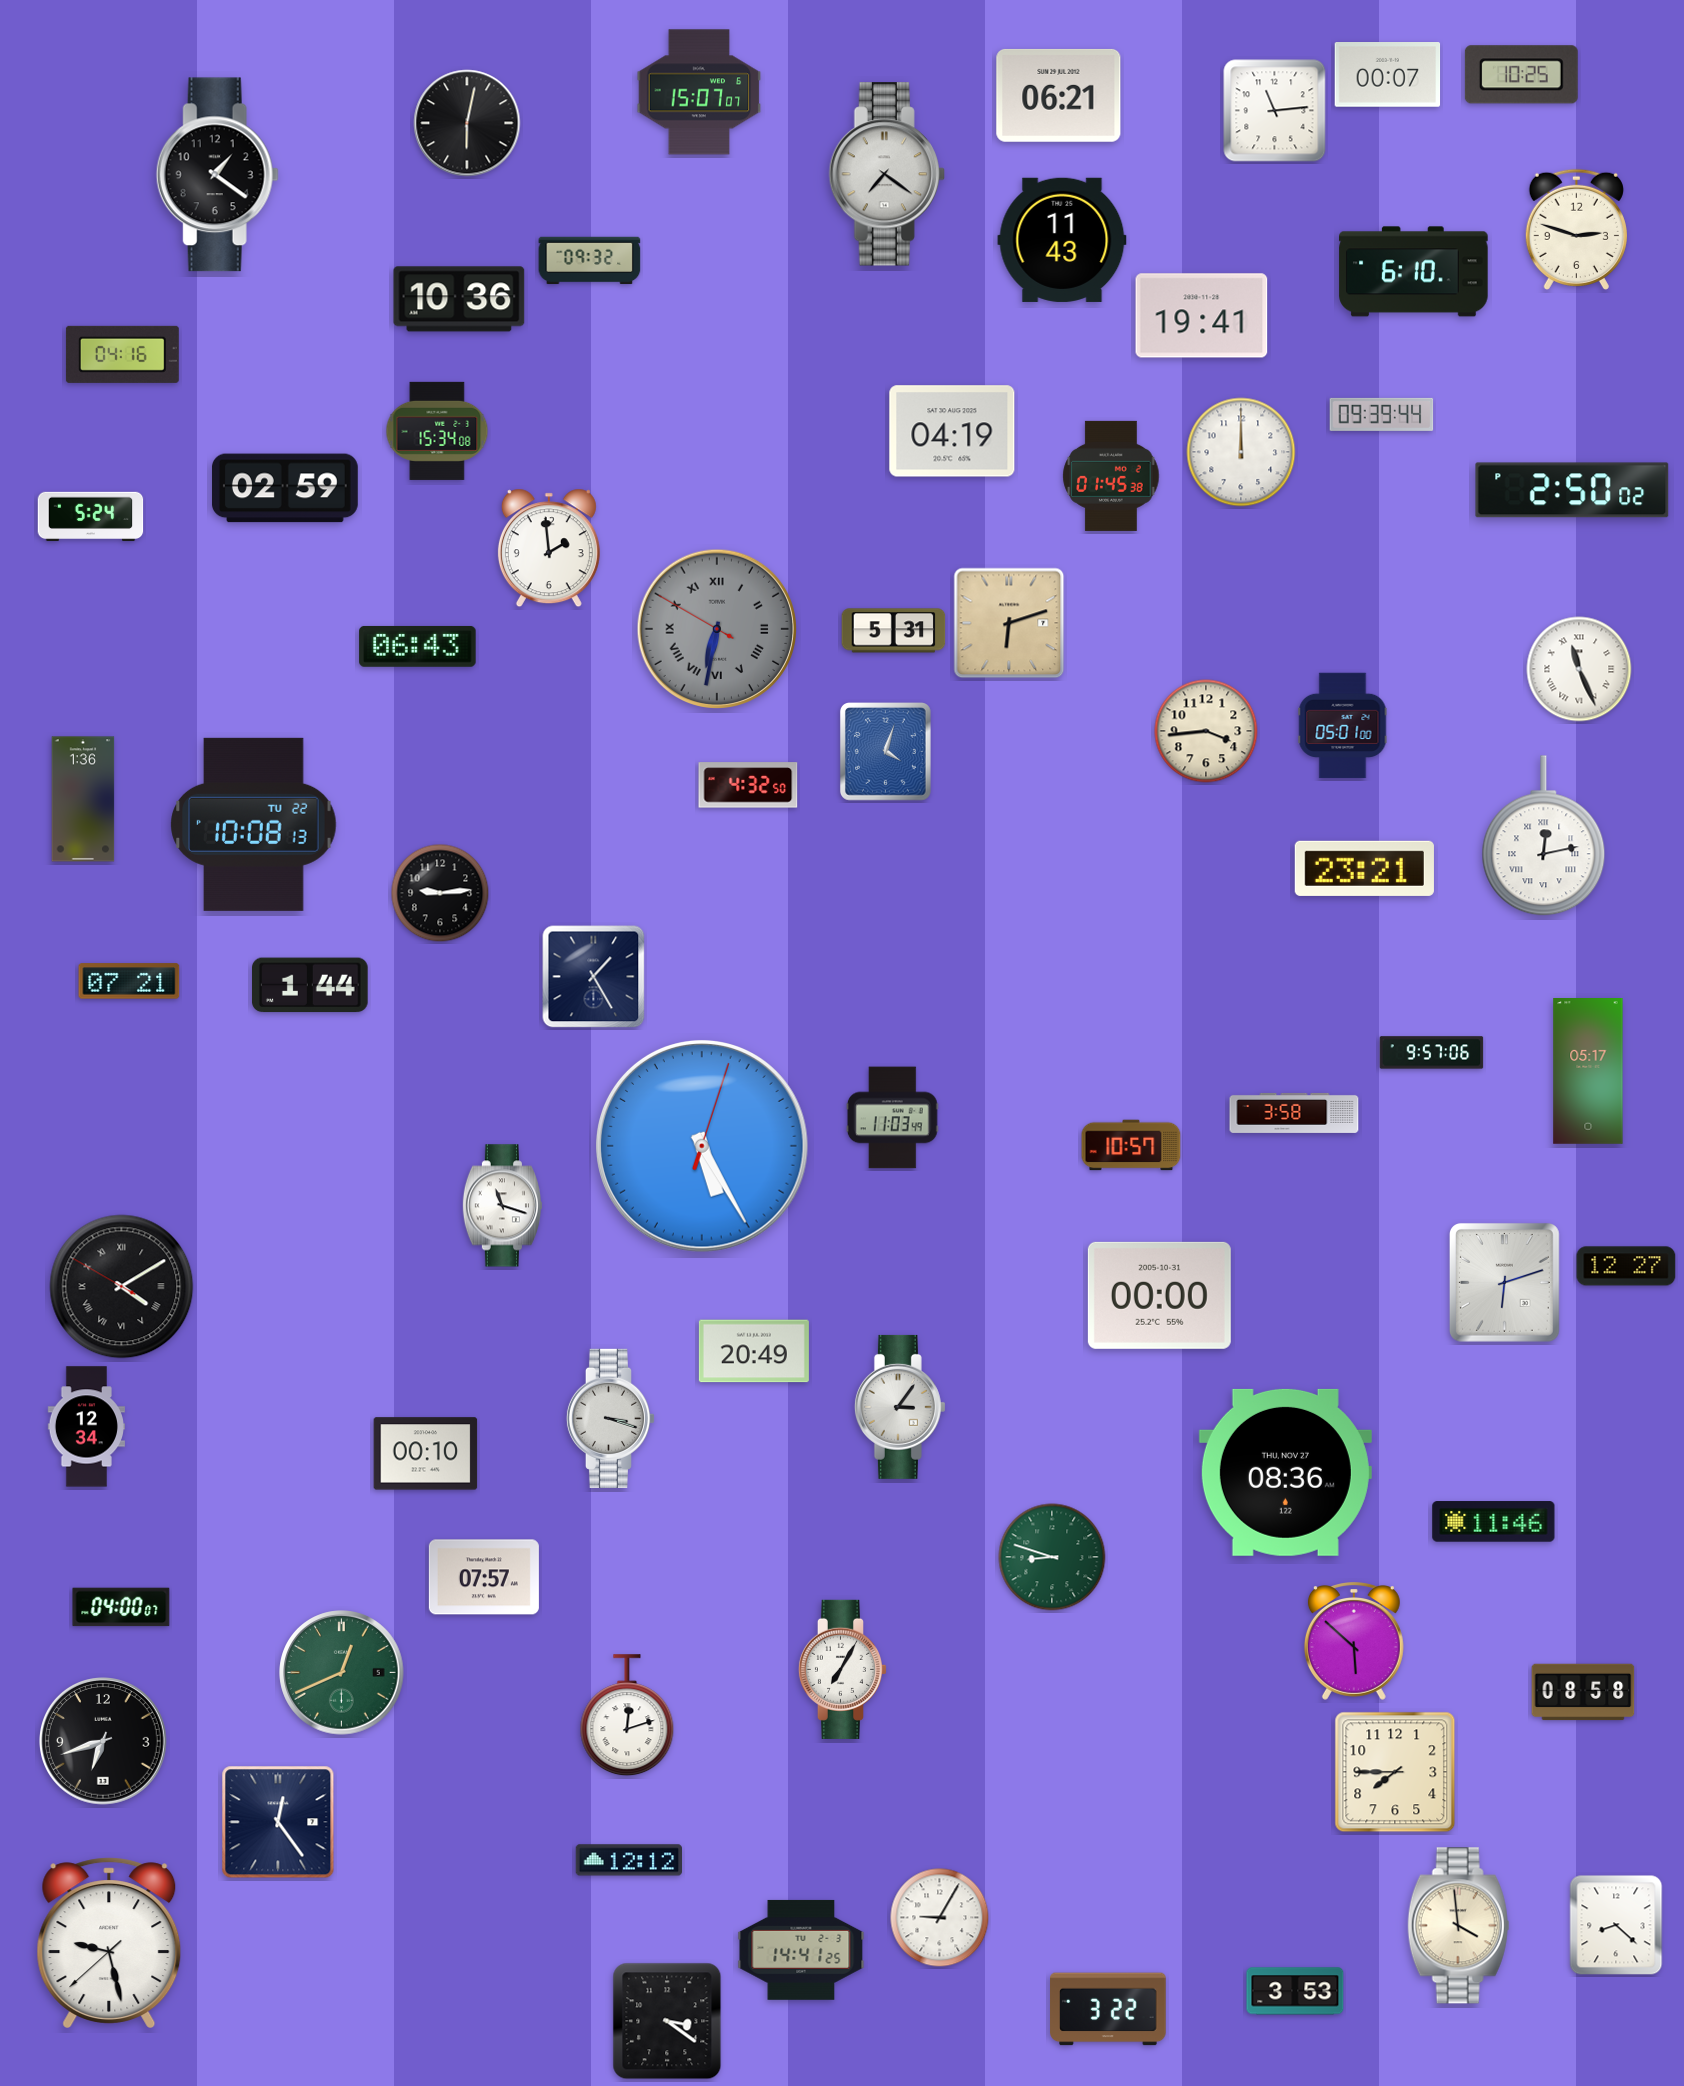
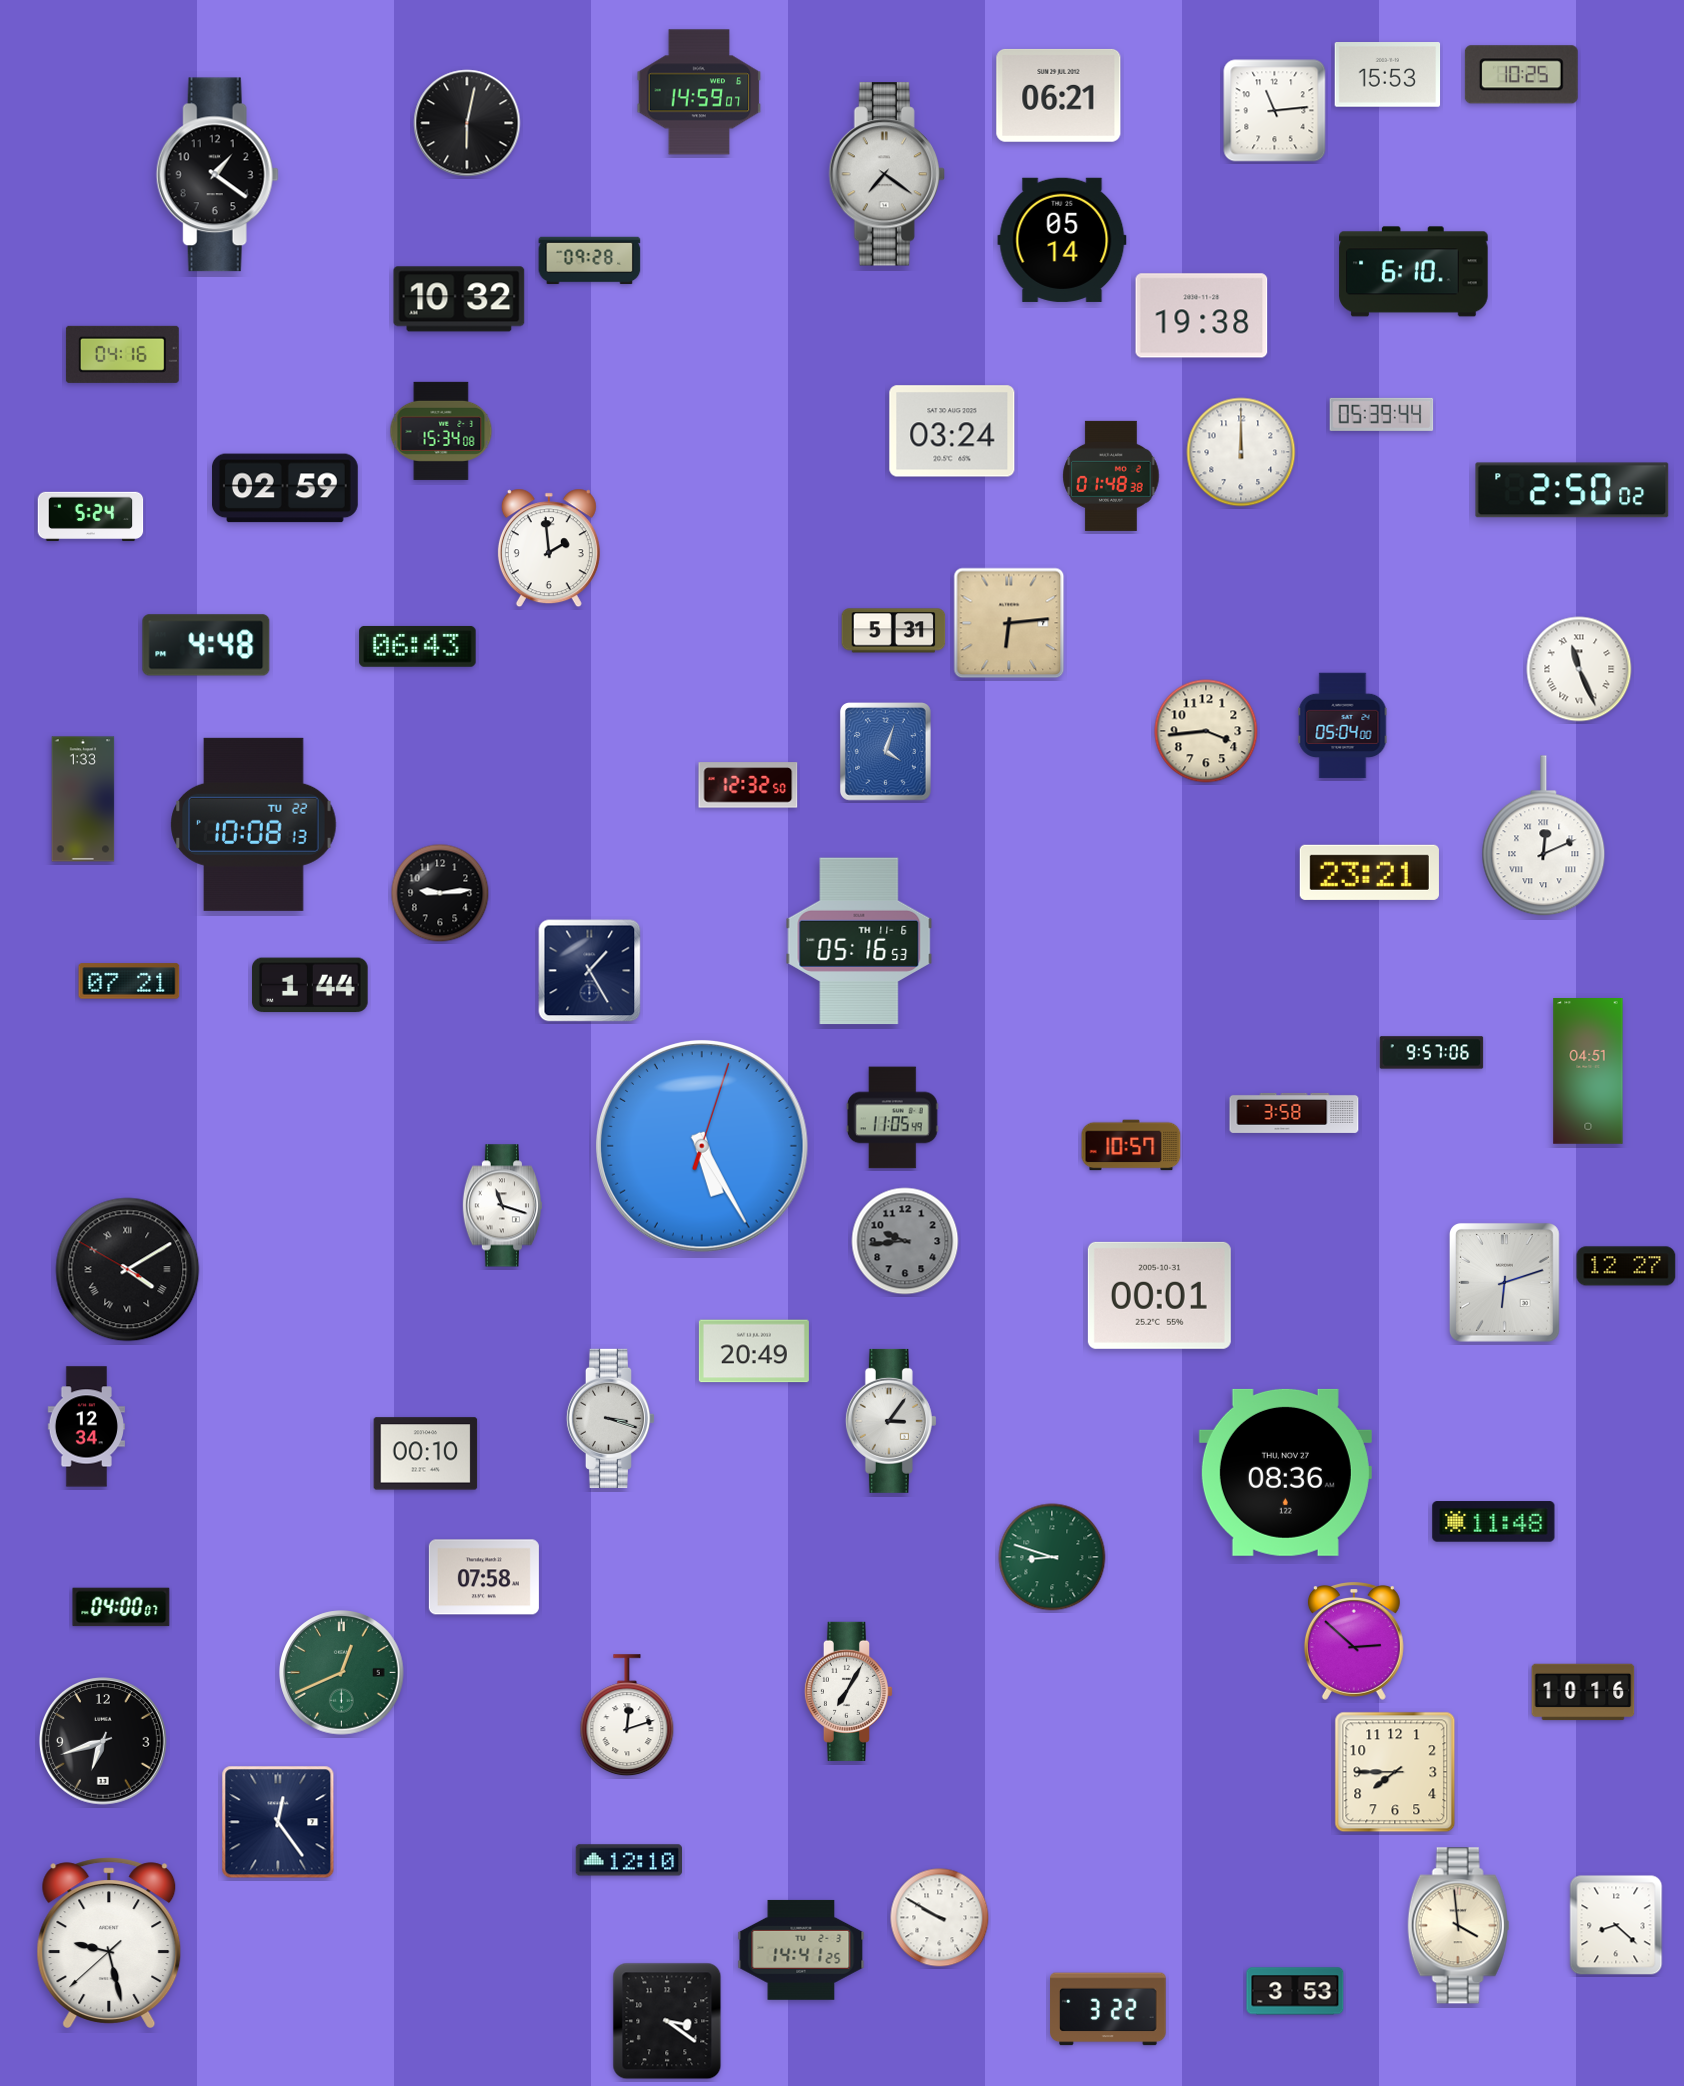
clock at (1388, 75): 00:07 -> 15:53
clock at (699, 92): 15:07 -> 14:59
clock at (1576, 229): 2:48 -> none
clock at (1062, 240): 11:43 -> 05:14
clock at (590, 261): 09:32 -> 09:28
clock at (459, 299): 10:36 -> 10:32
clock at (1202, 316): 19:41 -> 19:38
clock at (1382, 414): 09:39 -> 05:39
clock at (437, 431) position: (437, 431) -> (441, 431)
clock at (952, 431): 04:19 -> 03:24
clock at (1111, 476): 01:45 -> 01:48
clock at (1009, 623): 6:12 -> 6:14
clock at (717, 629): 6:31 -> none
clock at (206, 645): none -> 4:48
clock at (1343, 726): 05:01 -> 05:04
clock at (748, 785): 4:32 -> 12:32
clock at (83, 799): 1:36 -> 1:33
clock at (1544, 836): 12:13 -> 12:11
clock at (1364, 868) position: (1364, 868) -> (1369, 872)
clock at (859, 941): none -> 05:16
clock at (594, 977) position: (594, 977) -> (590, 971)
clock at (1588, 1072): 05:17 -> 04:51
clock at (892, 1118): 11:03 -> 11:05
clock at (905, 1241): none -> 9:44
clock at (122, 1287) position: (122, 1287) -> (128, 1270)
clock at (1159, 1295): 00:00 -> 00:01
clock at (900, 1407) position: (900, 1407) -> (891, 1421)
clock at (1494, 1522): 11:46 -> 11:48
clock at (484, 1577): 07:57 -> 07:58
clock at (1354, 1641): 5:52 -> 2:52
clock at (843, 1669) position: (843, 1669) -> (849, 1691)
clock at (1583, 1692): 08:58 -> 10:16
clock at (628, 1860): 12:12 -> 12:10
clock at (940, 1918): 9:05 -> 9:50
